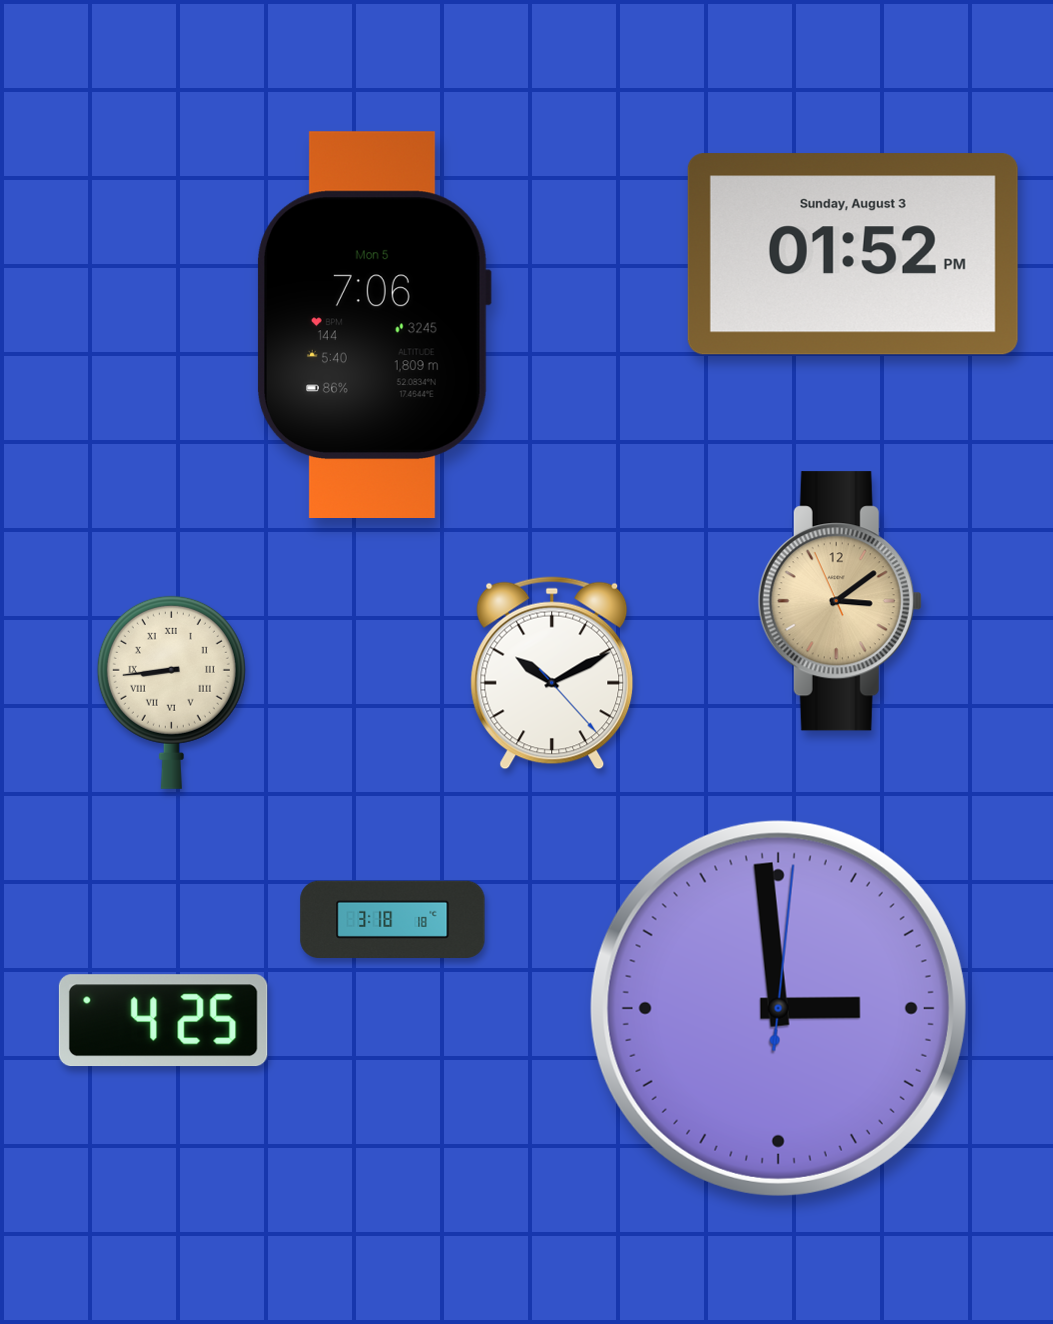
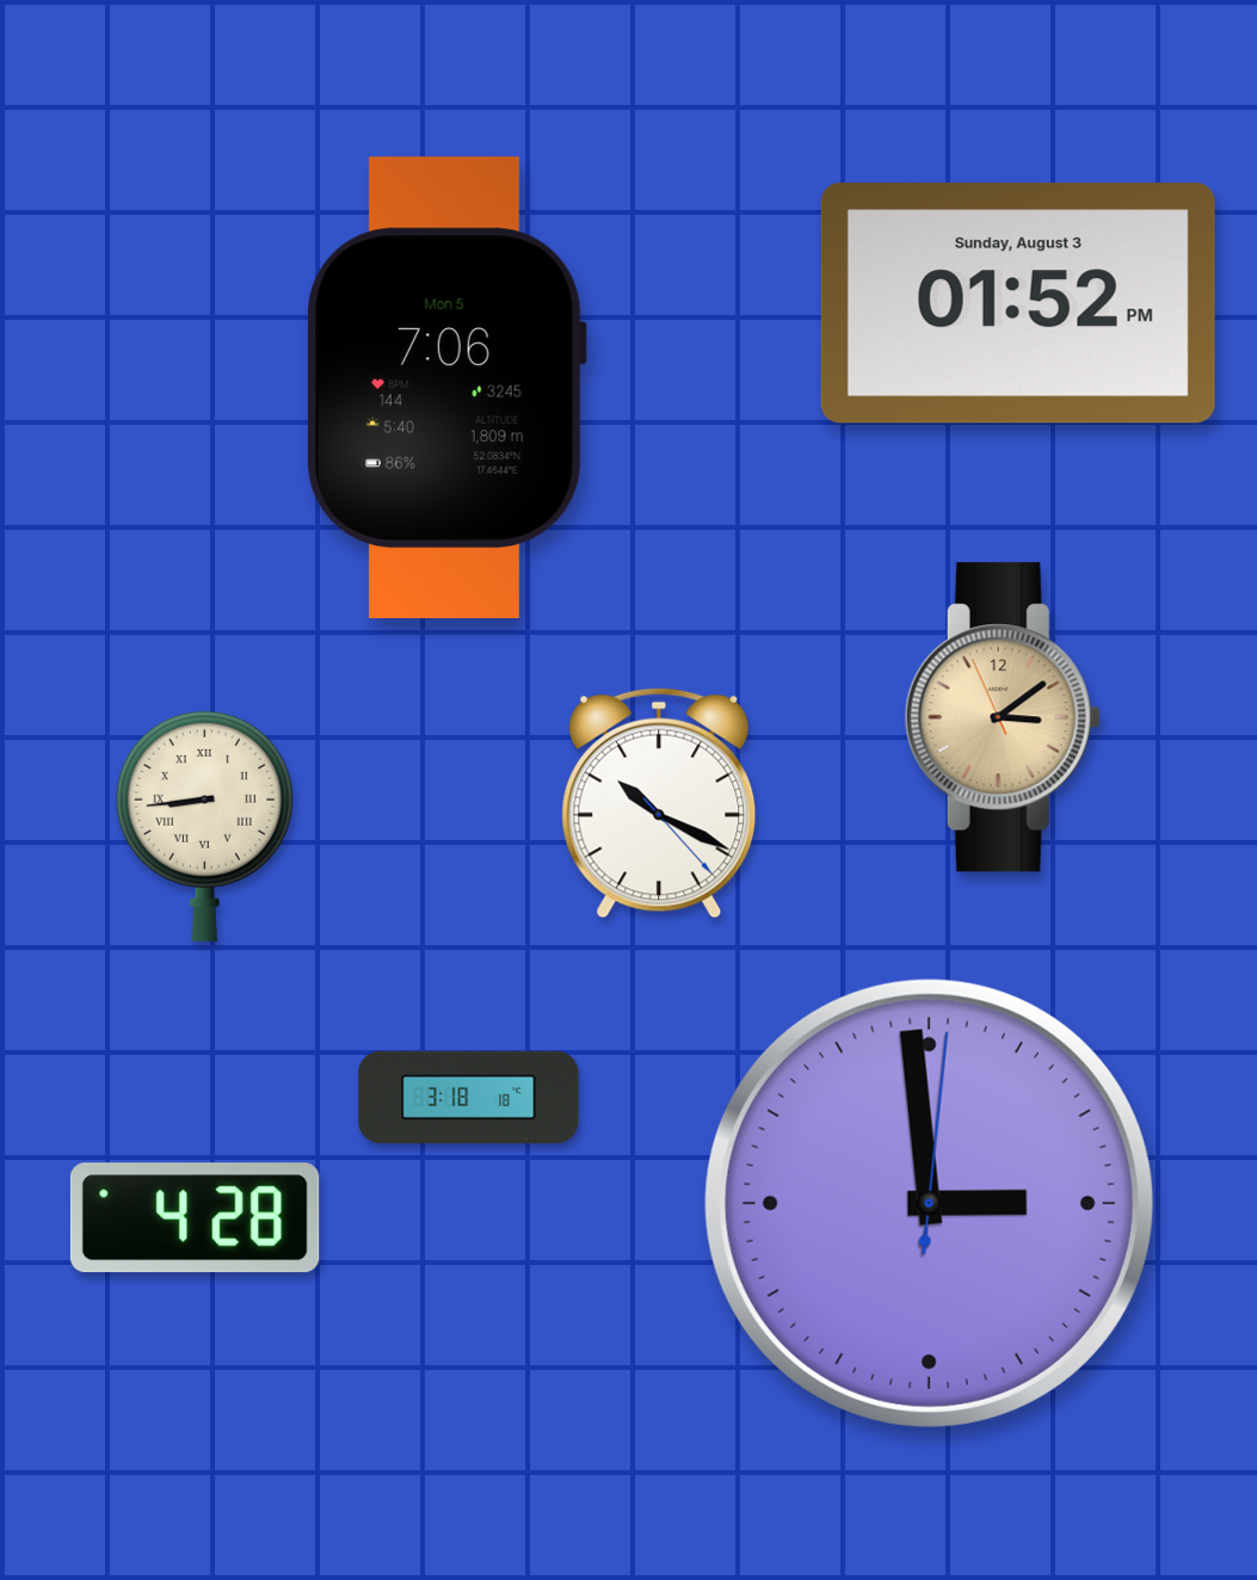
clock at (552, 673): 10:10 -> 10:19
clock at (163, 1021): 4:25 -> 4:28
